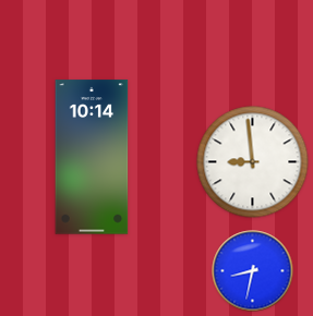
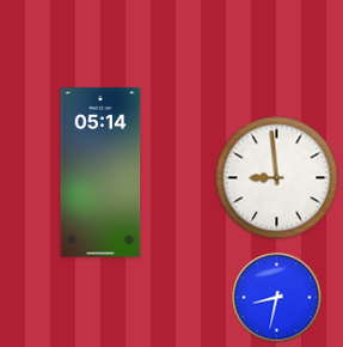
clock at (92, 157): 10:14 -> 05:14
